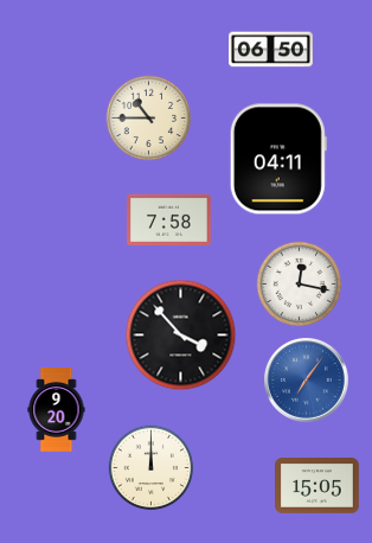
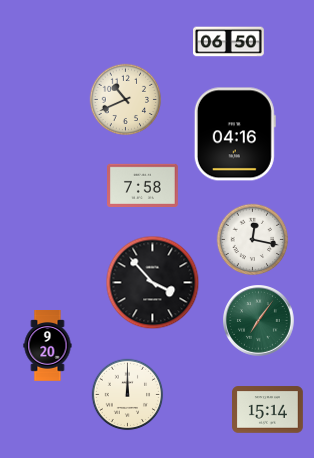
clock at (149, 119): 10:45 -> 10:41
clock at (278, 159): 04:11 -> 04:16
clock at (307, 381) dial: blue -> green
clock at (318, 486): 15:05 -> 15:14
